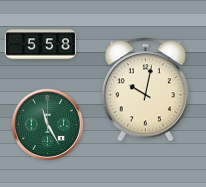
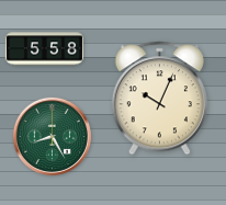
clock at (145, 90): 10:02 -> 10:04
clock at (47, 124): 11:25 -> 8:25
